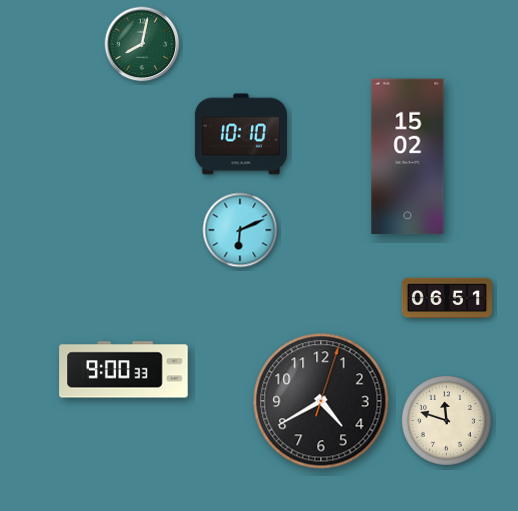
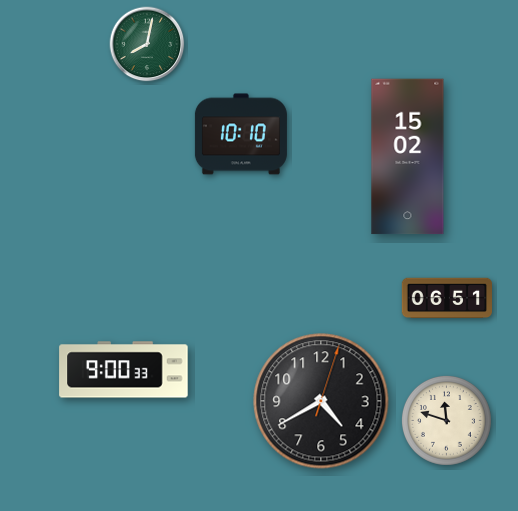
clock at (142, 44) position: (142, 44) -> (147, 44)
clock at (240, 230): 6:11 -> none
